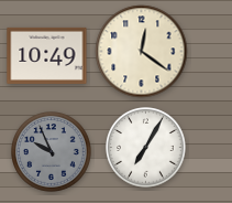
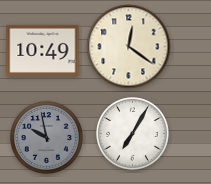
clock at (52, 152): 9:56 -> 9:58
